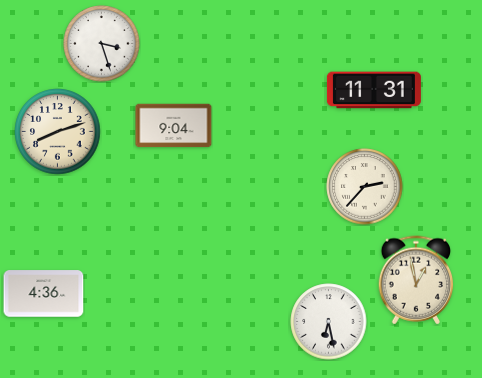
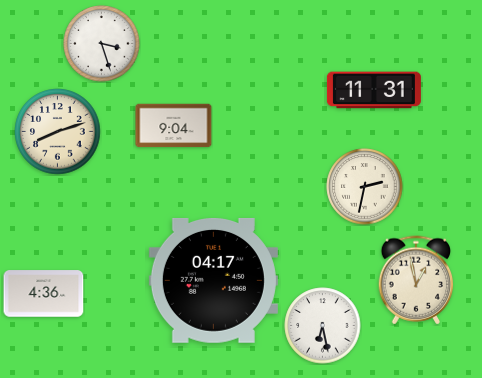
clock at (365, 187): 2:37 -> 2:32
clock at (213, 280): none -> 04:17
clock at (329, 322) position: (329, 322) -> (323, 326)
